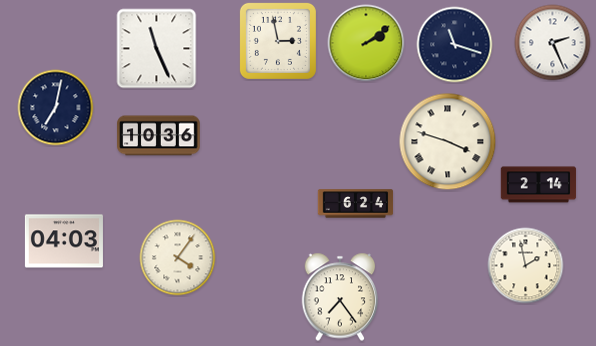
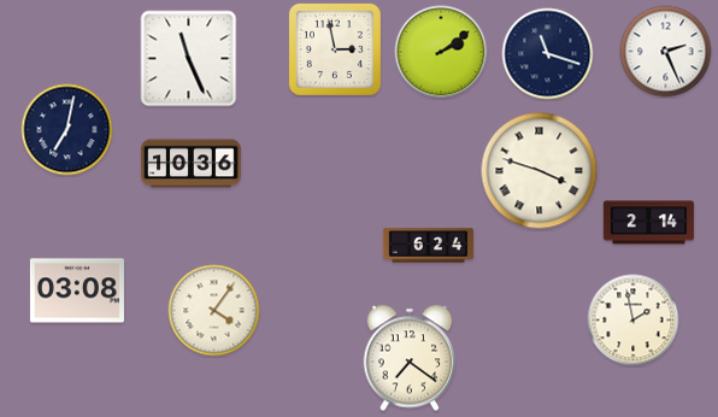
clock at (64, 241): 04:03 -> 03:08
clock at (340, 297): 7:24 -> 7:21
